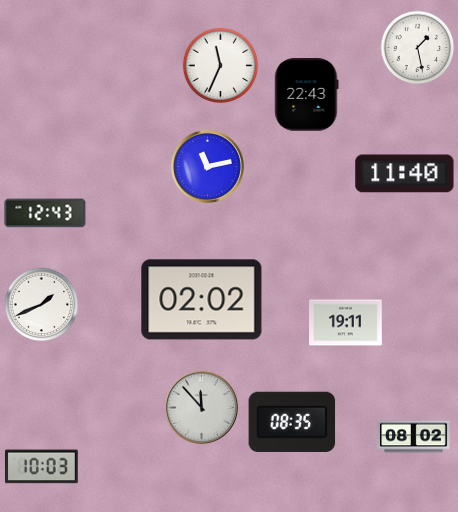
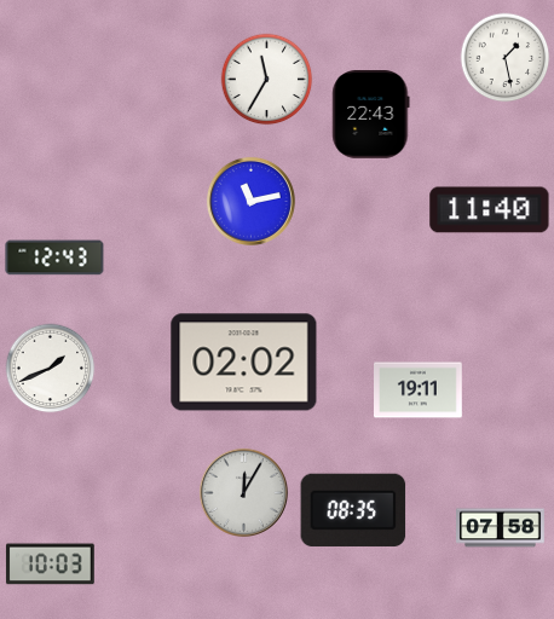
clock at (221, 66): 11:34 -> 11:35
clock at (201, 407): 11:53 -> 12:05
clock at (414, 437): 08:02 -> 07:58
